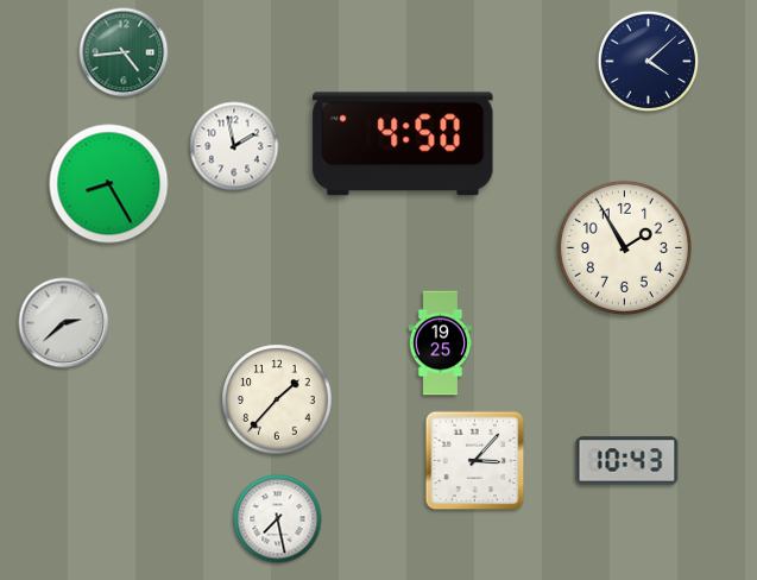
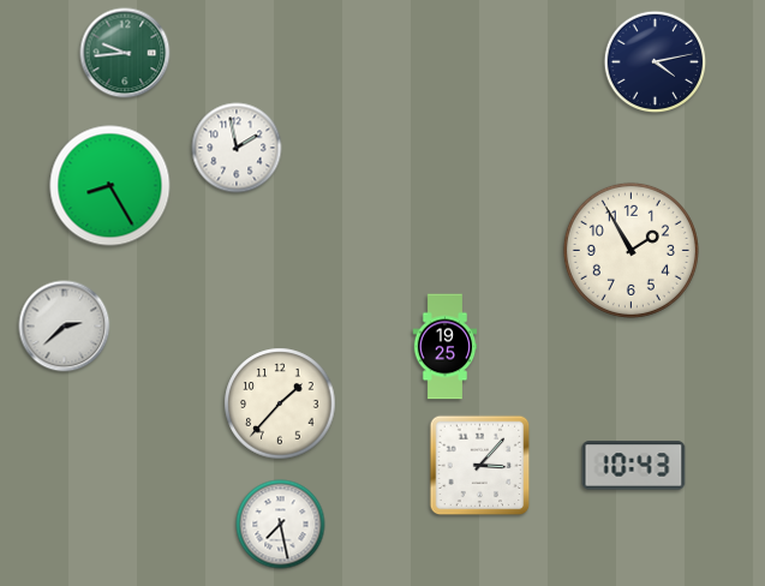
clock at (124, 52): 4:44 -> 9:44
clock at (649, 62): 4:08 -> 4:13
clock at (403, 144): 4:50 -> none
